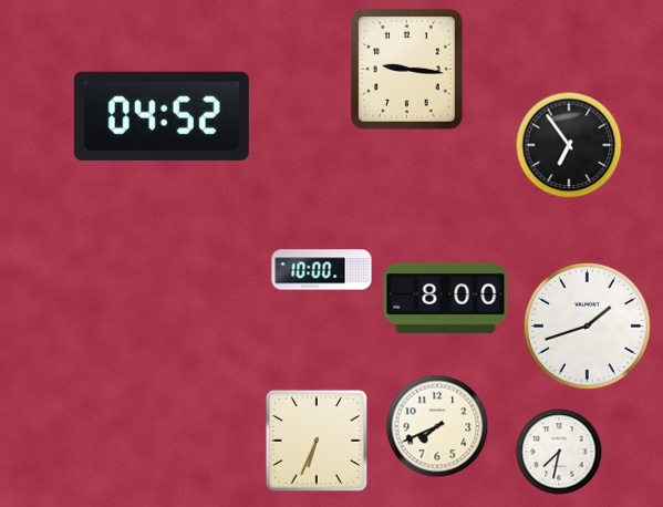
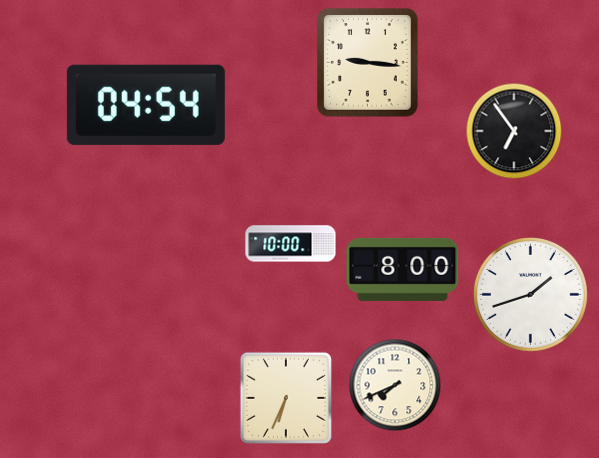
clock at (162, 116): 04:52 -> 04:54
clock at (559, 452): 7:32 -> none
